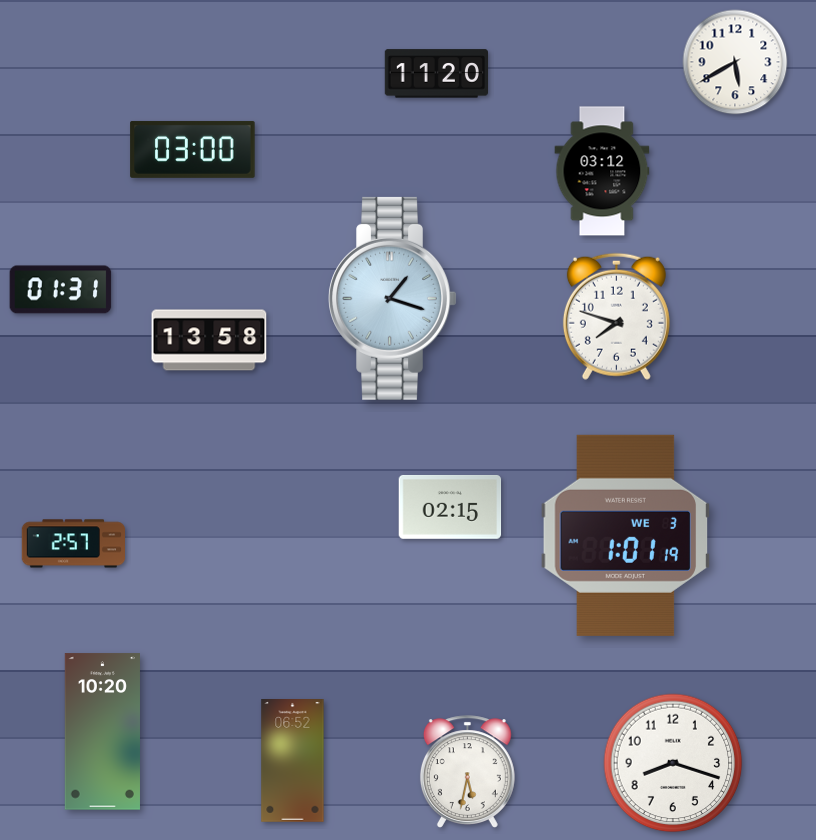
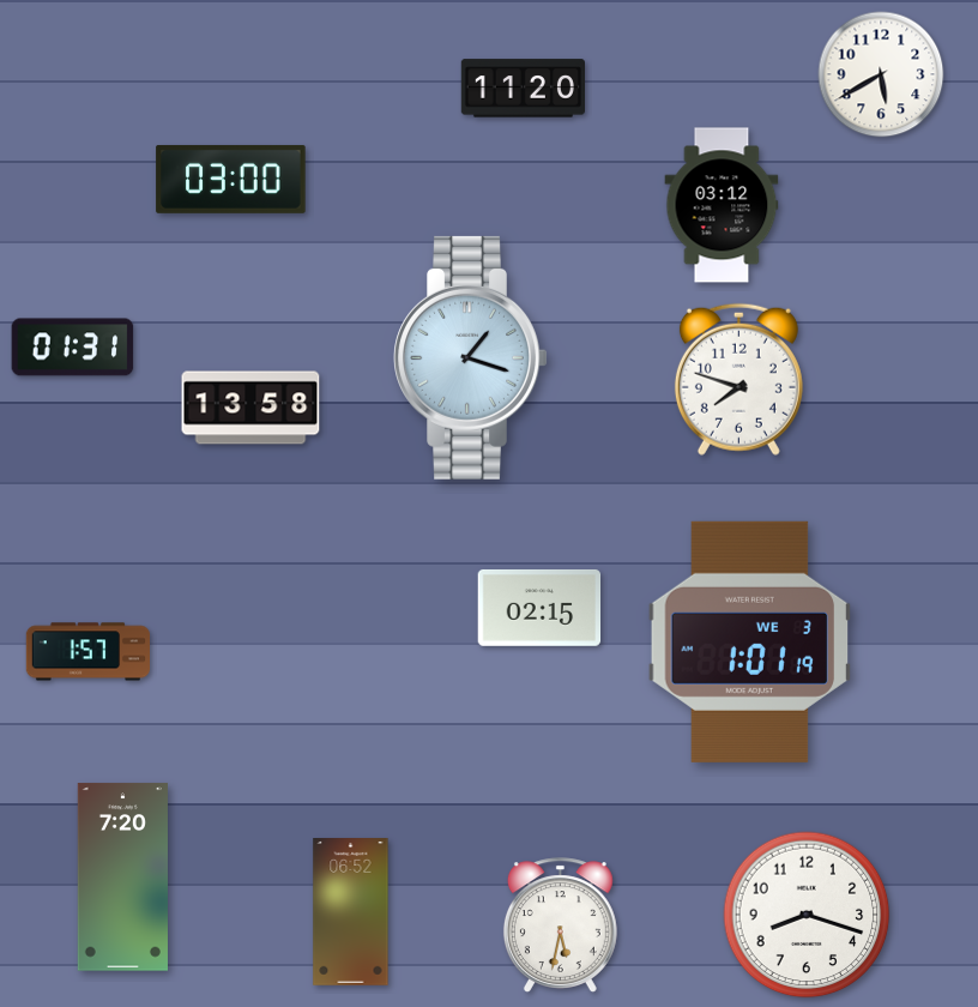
clock at (73, 544): 2:57 -> 1:57
clock at (102, 732): 10:20 -> 7:20
